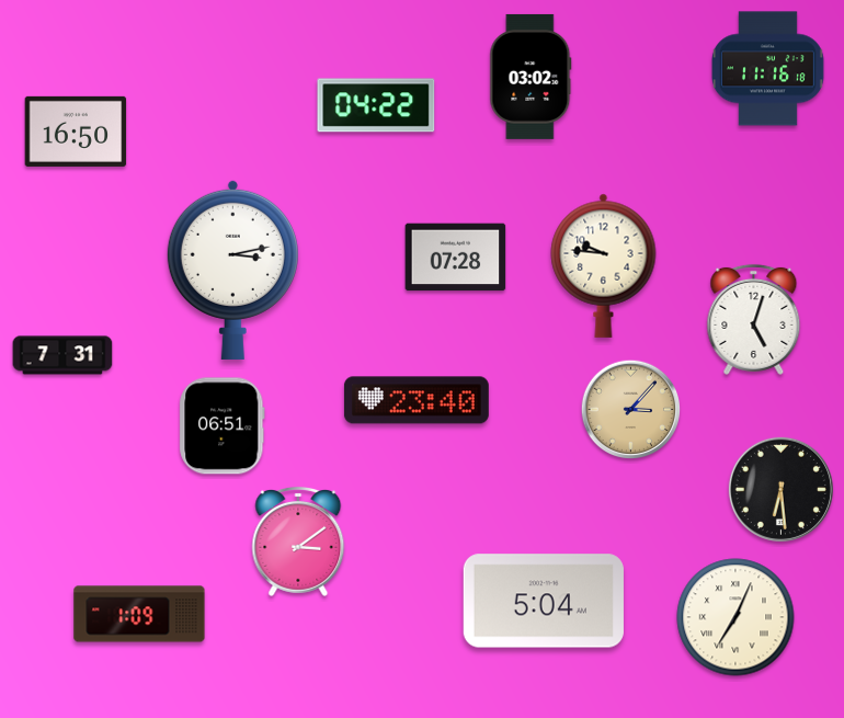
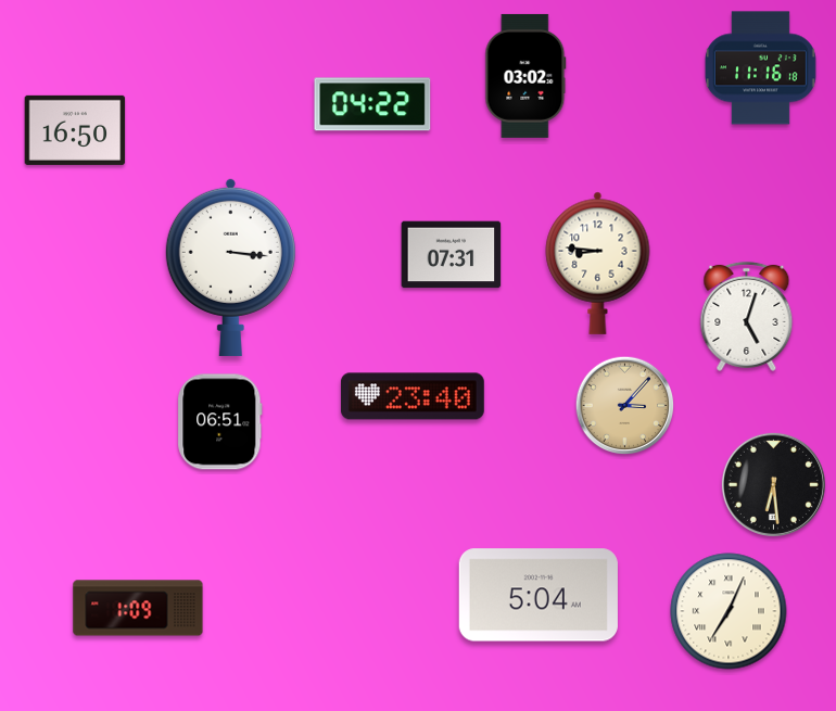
clock at (456, 258): 07:28 -> 07:31
clock at (604, 265): 9:46 -> 8:46
clock at (232, 270): 3:13 -> 3:16
clock at (62, 355): 7:31 -> none
clock at (298, 542): 3:09 -> none
